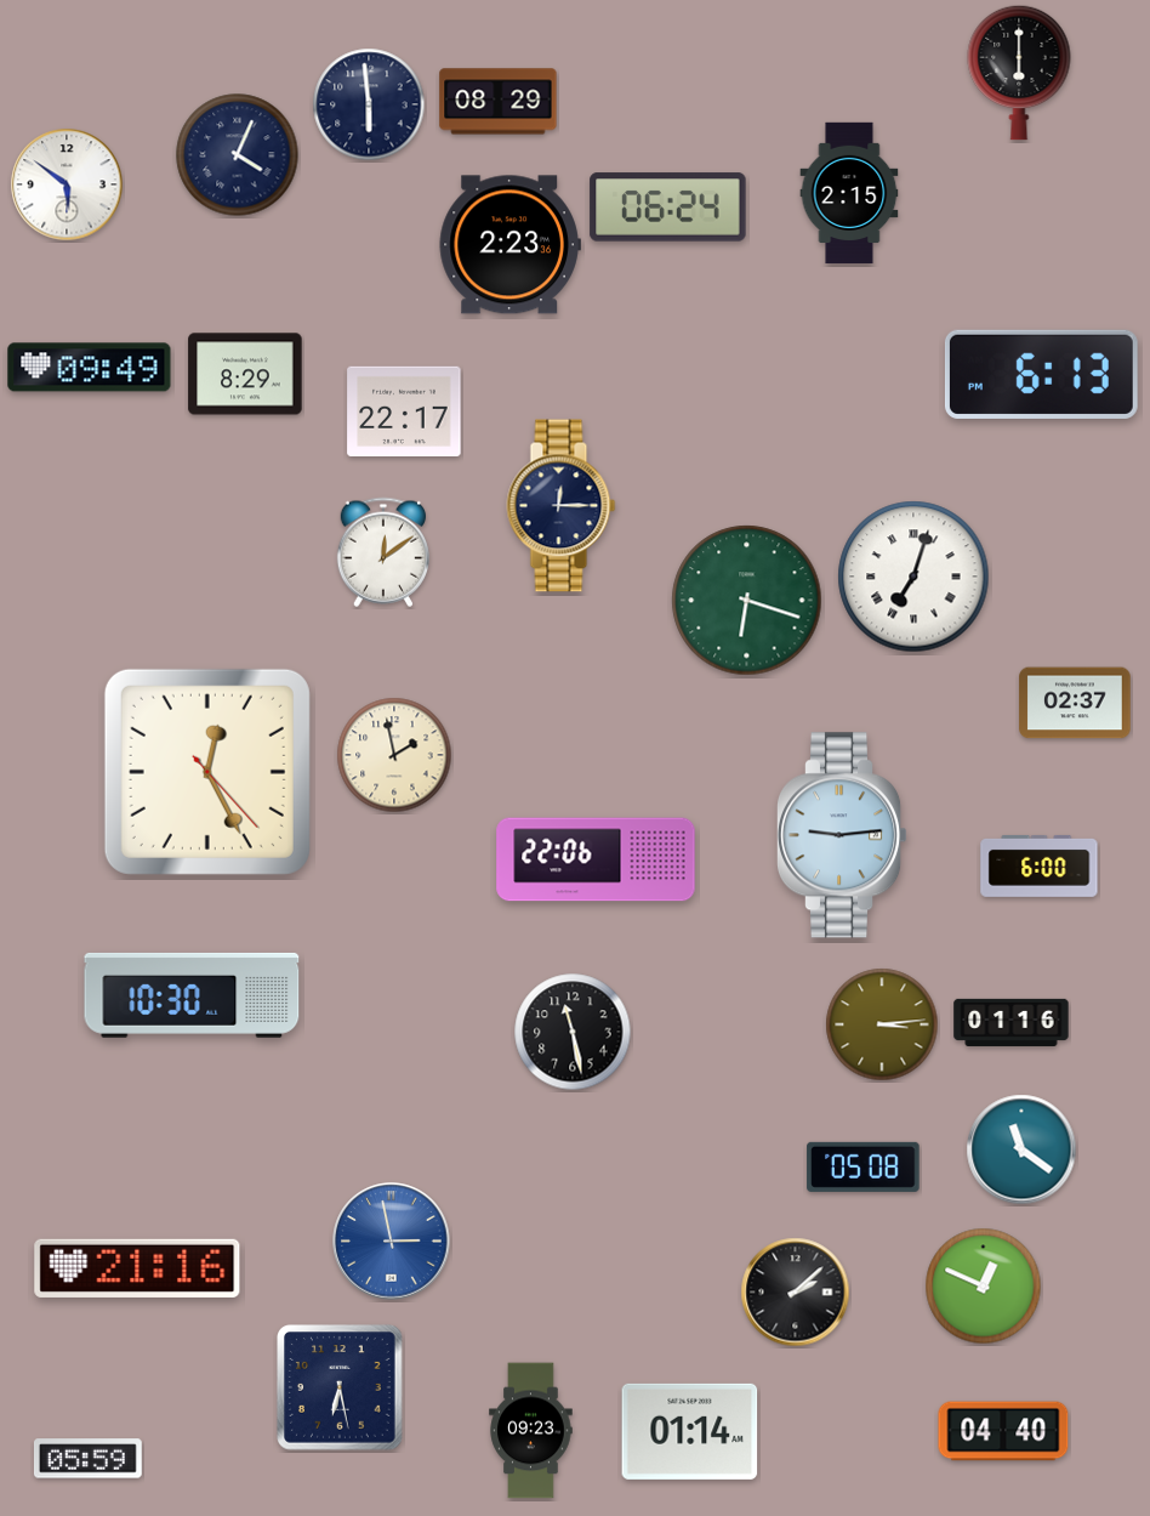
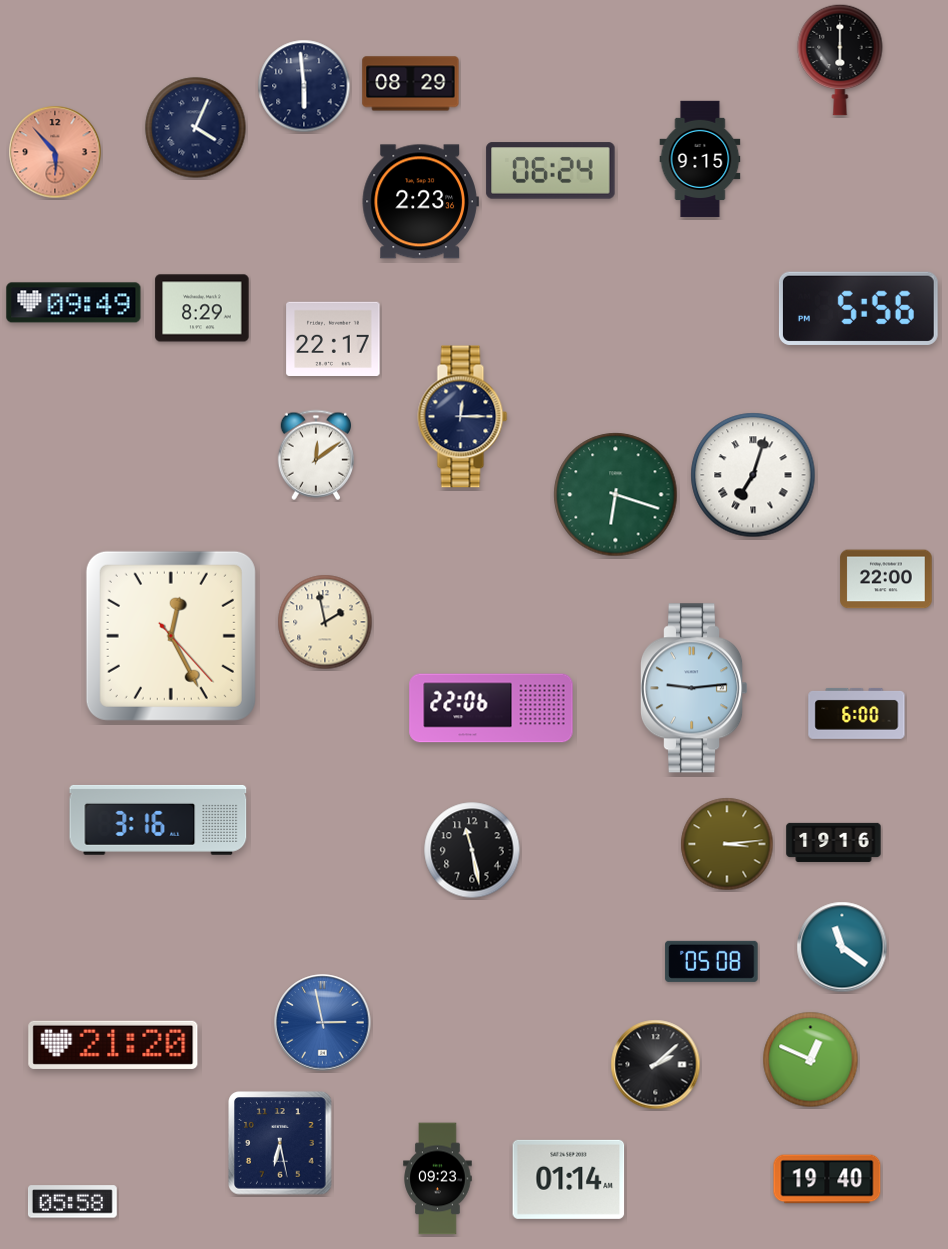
clock at (67, 184): 5:51 -> 5:53
clock at (67, 184) dial: white -> salmon
clock at (849, 193): 2:15 -> 9:15
clock at (1041, 374): 6:13 -> 5:56
clock at (1075, 703): 02:37 -> 22:00
clock at (192, 995): 10:30 -> 3:16
clock at (1012, 1022): 01:16 -> 19:16
clock at (137, 1268): 21:16 -> 21:20
clock at (1003, 1431): 04:40 -> 19:40
clock at (87, 1459): 05:59 -> 05:58
